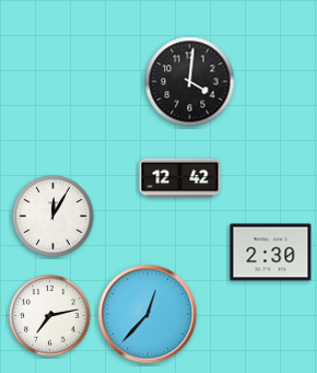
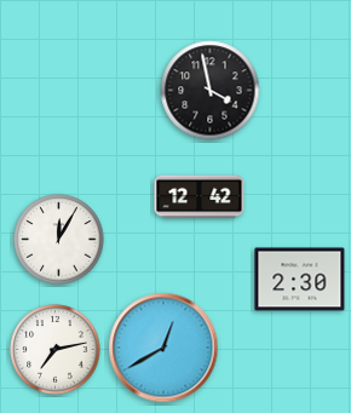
clock at (190, 82): 4:01 -> 3:58
clock at (148, 314): 12:37 -> 12:40
